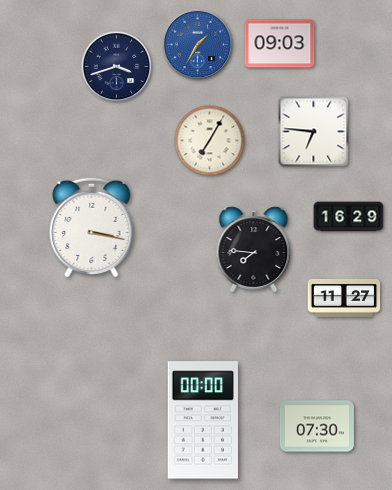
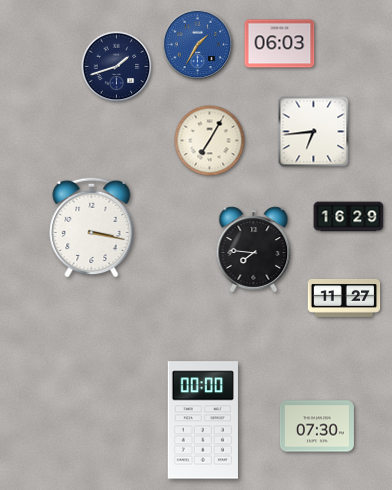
clock at (280, 44): 09:03 -> 06:03
clock at (117, 67): 3:42 -> 1:42
clock at (314, 132): 6:46 -> 6:44
